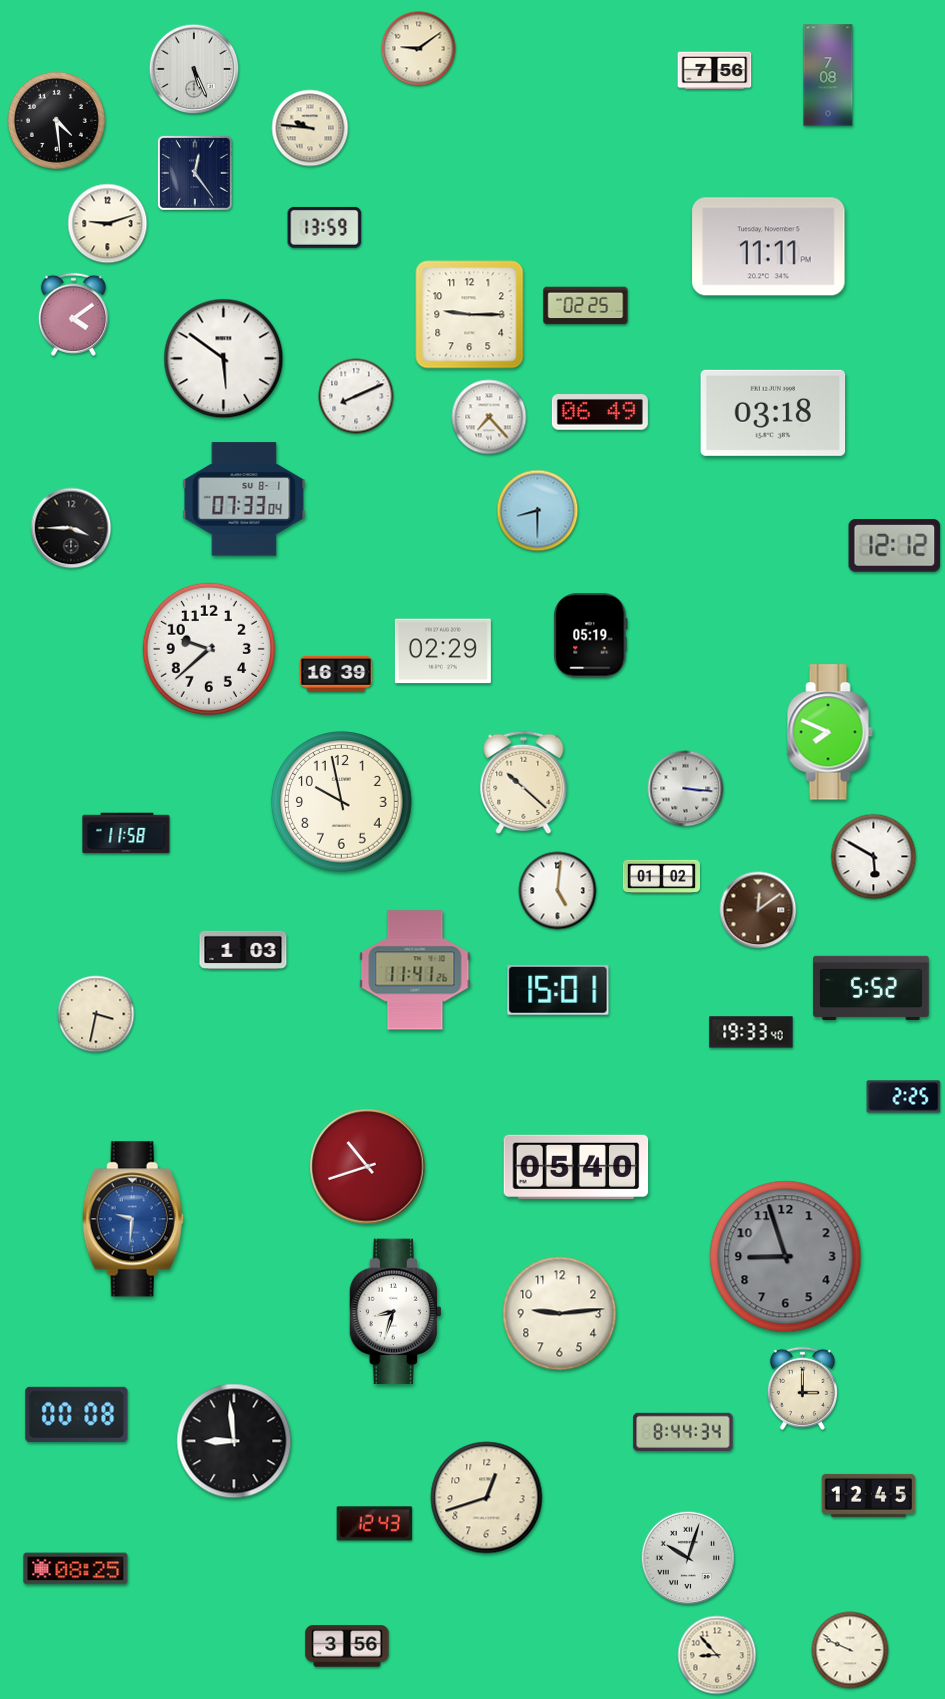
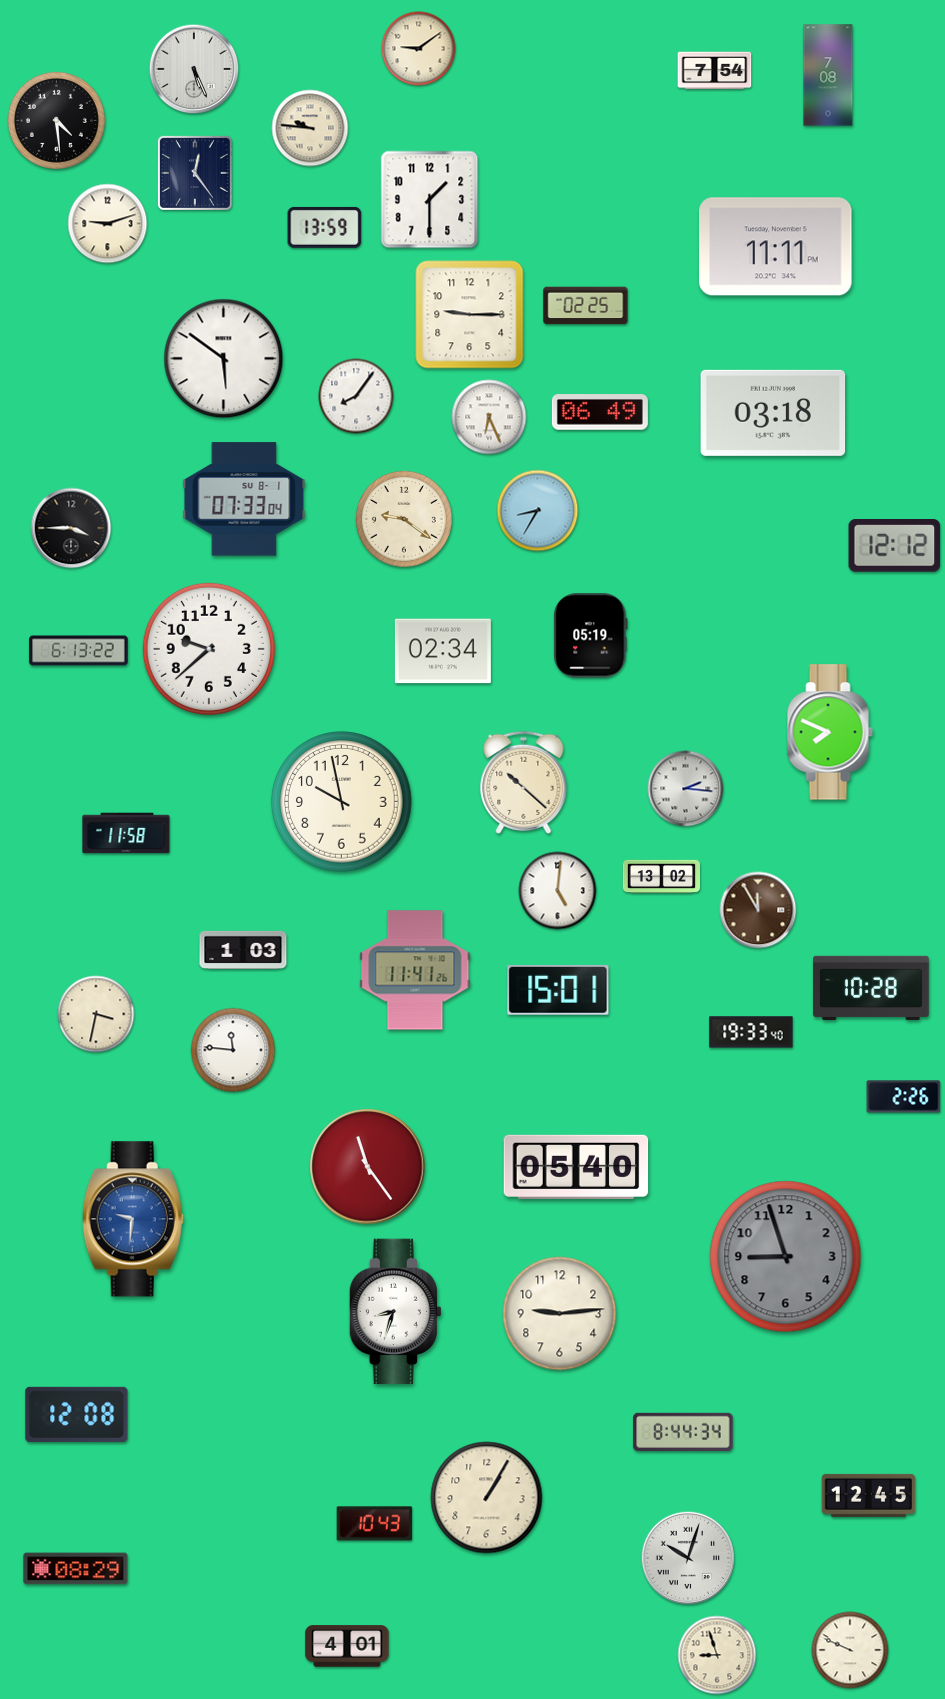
clock at (715, 71): 7:56 -> 7:54
clock at (430, 200): none -> 1:30
clock at (769, 247) position: (769, 247) -> (776, 247)
clock at (73, 314): 4:09 -> none
clock at (356, 396): 8:11 -> 8:06
clock at (489, 417): 7:23 -> 6:26
clock at (538, 511): 8:30 -> 8:35
clock at (404, 519): none -> 9:21
clock at (79, 651): none -> 6:13
clock at (443, 651): 02:29 -> 02:34
clock at (336, 674): 16:39 -> none
clock at (686, 789): 3:16 -> 2:16
clock at (874, 857): 5:50 -> none
clock at (661, 877): 01:02 -> 13:02
clock at (758, 910): 12:09 -> 11:55
clock at (871, 988): 5:52 -> 10:28
clock at (233, 1050): none -> 11:46
clock at (904, 1097): 2:25 -> 2:26
clock at (368, 1167): 10:42 -> 11:24
clock at (802, 1388): 3:00 -> none
clock at (77, 1414): 00:08 -> 12:08
clock at (234, 1441): 8:59 -> none
clock at (487, 1498): 12:42 -> 1:05
clock at (375, 1524): 12:43 -> 10:43
clock at (76, 1569): 08:25 -> 08:29
clock at (347, 1646): 3:56 -> 4:01
clock at (717, 1655): 8:53 -> 8:57
